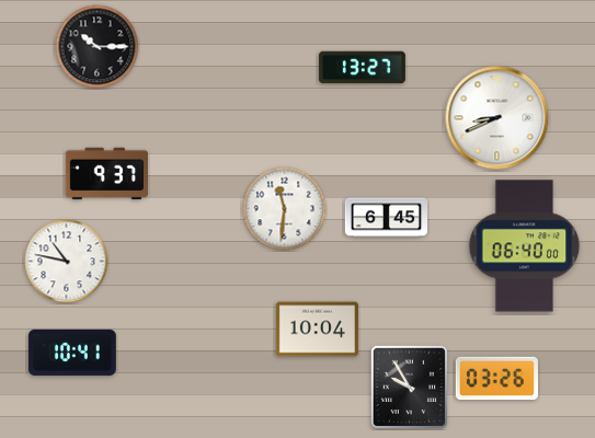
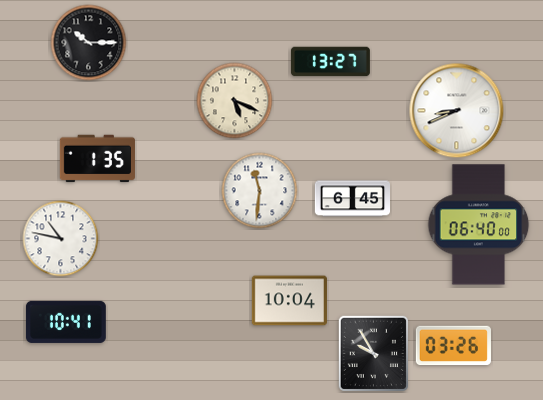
clock at (235, 101): none -> 5:19
clock at (497, 118) position: (497, 118) -> (457, 111)
clock at (106, 174): 9:37 -> 1:35
